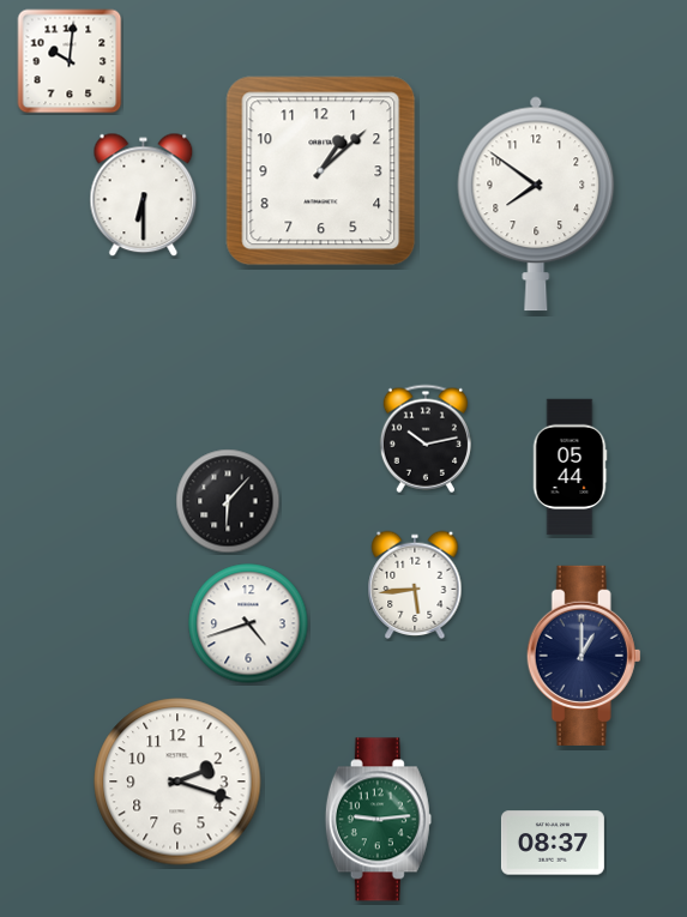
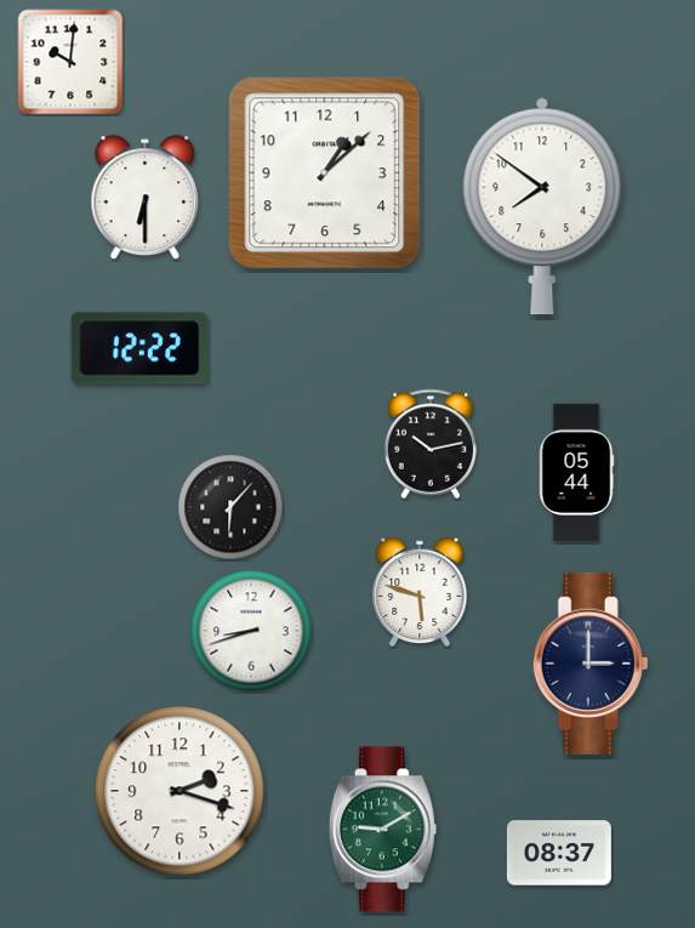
clock at (139, 348): none -> 12:22
clock at (415, 585): 5:44 -> 5:48
clock at (248, 623): 4:42 -> 8:42
clock at (584, 656): 1:00 -> 3:00
clock at (378, 820): 9:14 -> 9:10
